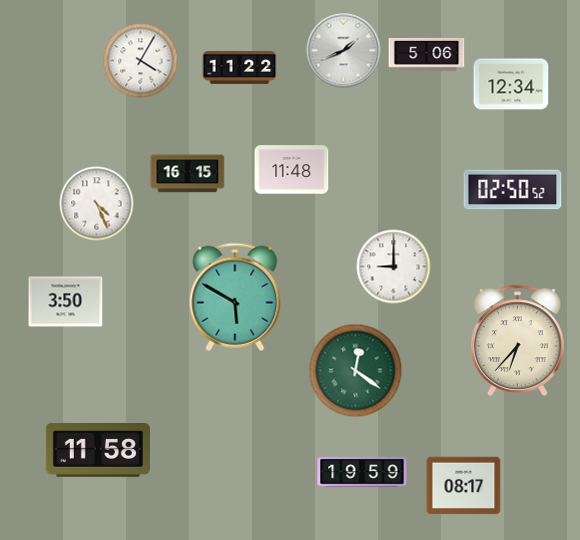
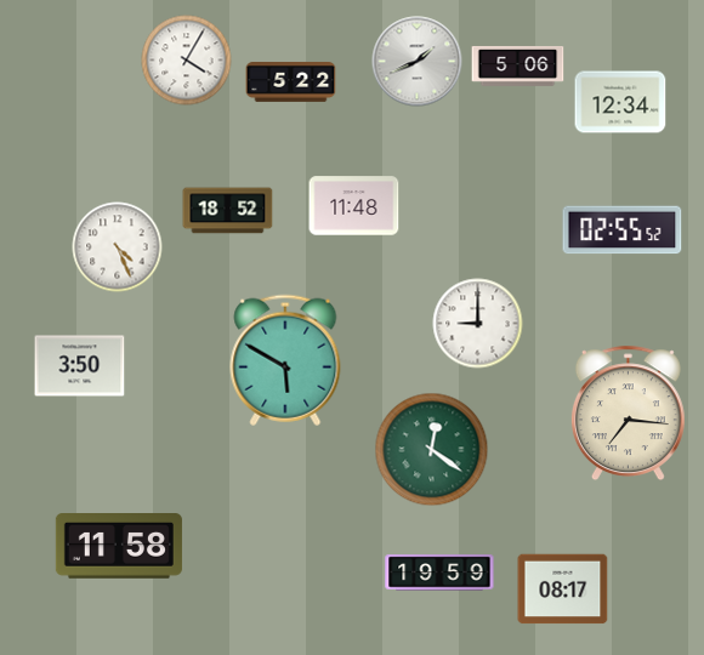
clock at (141, 61) position: (141, 61) -> (187, 61)
clock at (240, 68): 11:22 -> 5:22
clock at (188, 174): 16:15 -> 18:52
clock at (513, 190): 02:50 -> 02:55
clock at (517, 341): 6:37 -> 7:16
